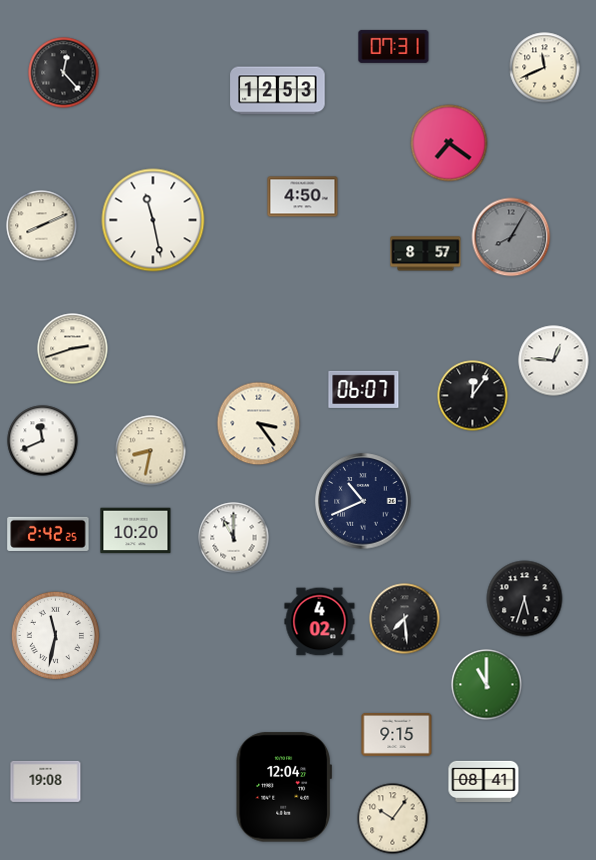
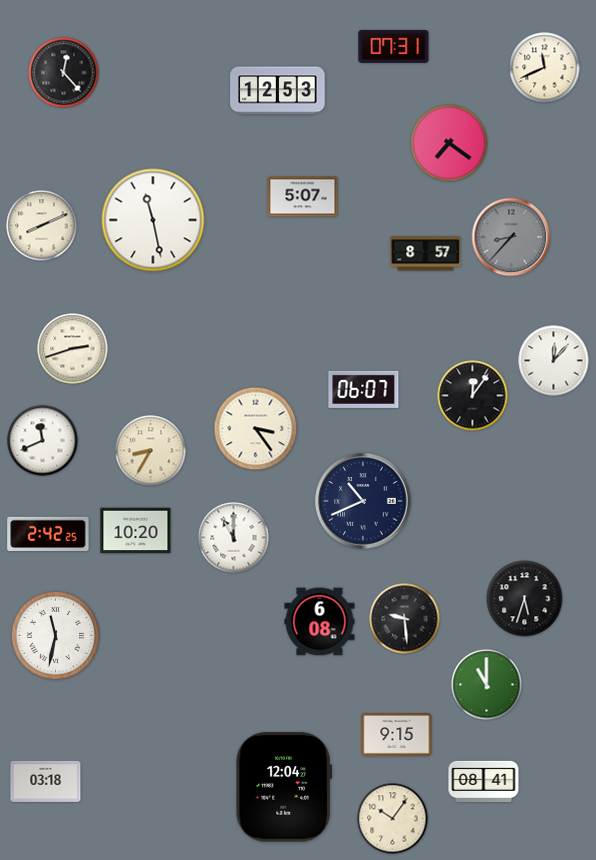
clock at (303, 197): 4:50 -> 5:07
clock at (511, 237): 8:05 -> 8:37
clock at (554, 361): 12:46 -> 12:07
clock at (259, 424) position: (259, 424) -> (256, 429)
clock at (151, 451): 8:32 -> 8:35
clock at (405, 619): 7:29 -> 9:29
clock at (320, 622): 4:02 -> 6:08
clock at (46, 781): 19:08 -> 03:18
